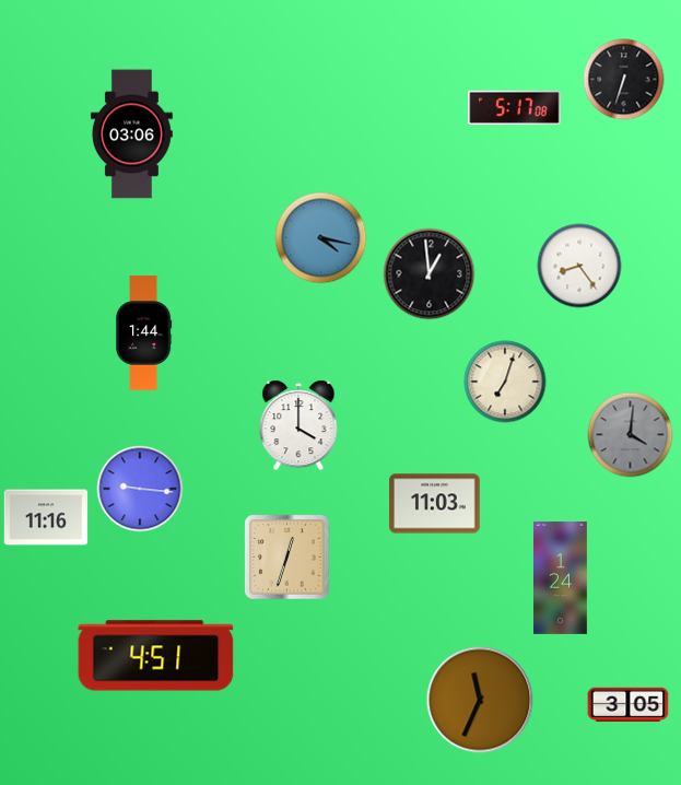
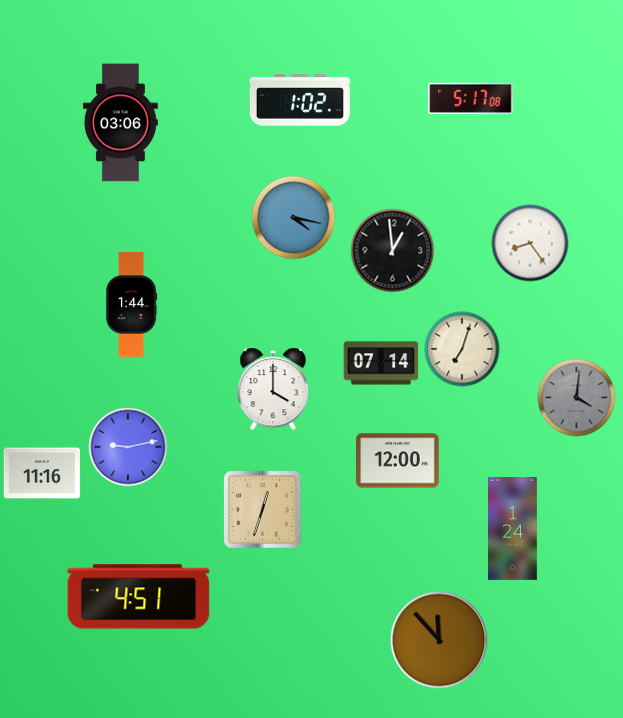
clock at (624, 80): 6:33 -> none
clock at (300, 100): none -> 1:02
clock at (381, 363): none -> 07:14
clock at (140, 489): 9:16 -> 9:13
clock at (435, 504): 11:03 -> 12:00
clock at (156, 656) position: (156, 656) -> (139, 597)
clock at (480, 700): 11:34 -> 11:53
clock at (629, 705): 3:05 -> none
